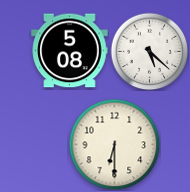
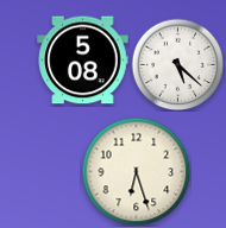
clock at (149, 51) position: (149, 51) -> (177, 64)
clock at (114, 144): 6:30 -> 6:27
